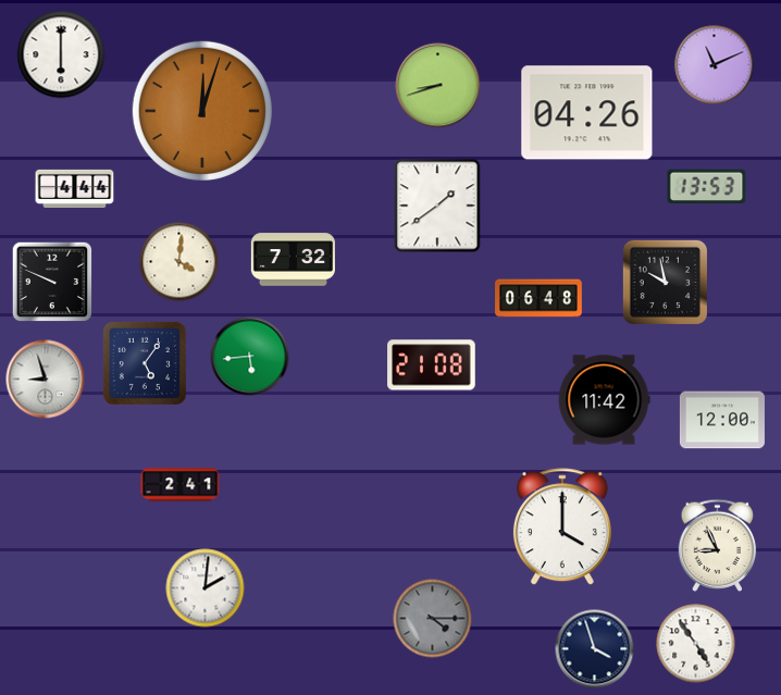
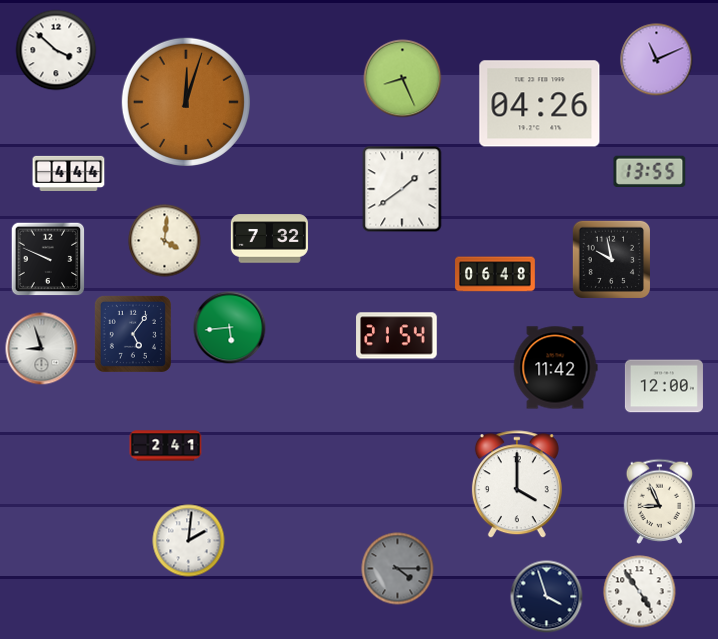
clock at (61, 54): 6:00 -> 3:52
clock at (438, 86): 8:42 -> 8:26
clock at (707, 187): 13:53 -> 13:55
clock at (432, 365): 21:08 -> 21:54
